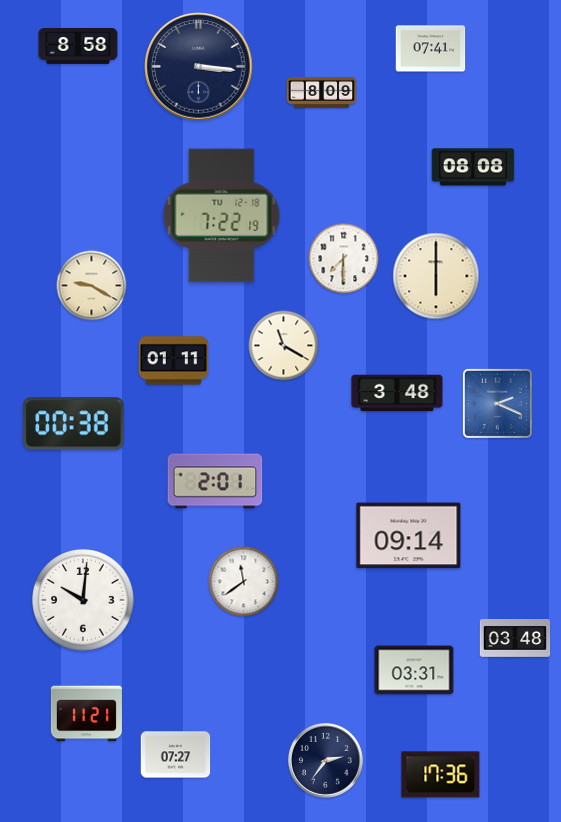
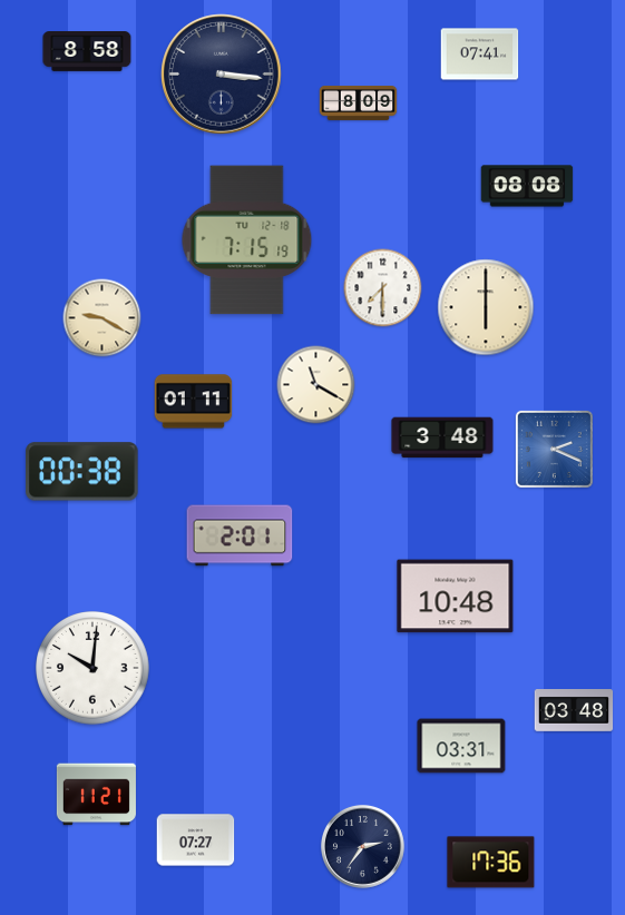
clock at (222, 216): 7:22 -> 7:15
clock at (409, 536): 09:14 -> 10:48
clock at (244, 582): 11:39 -> none
